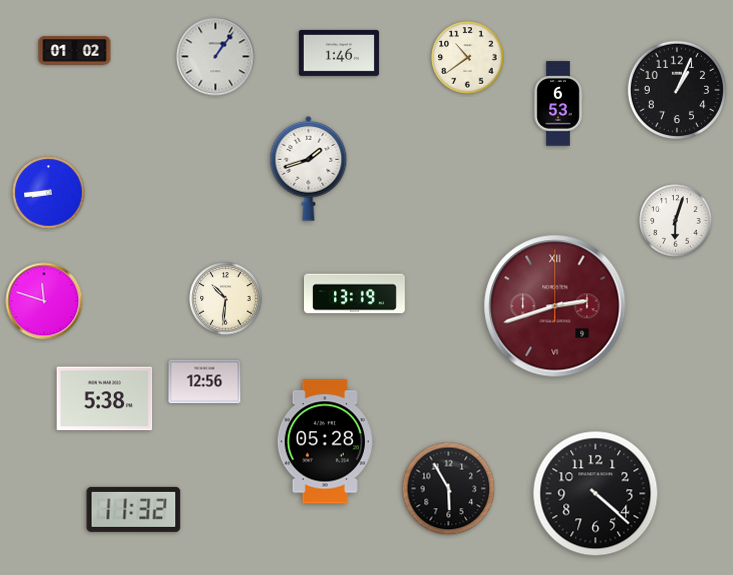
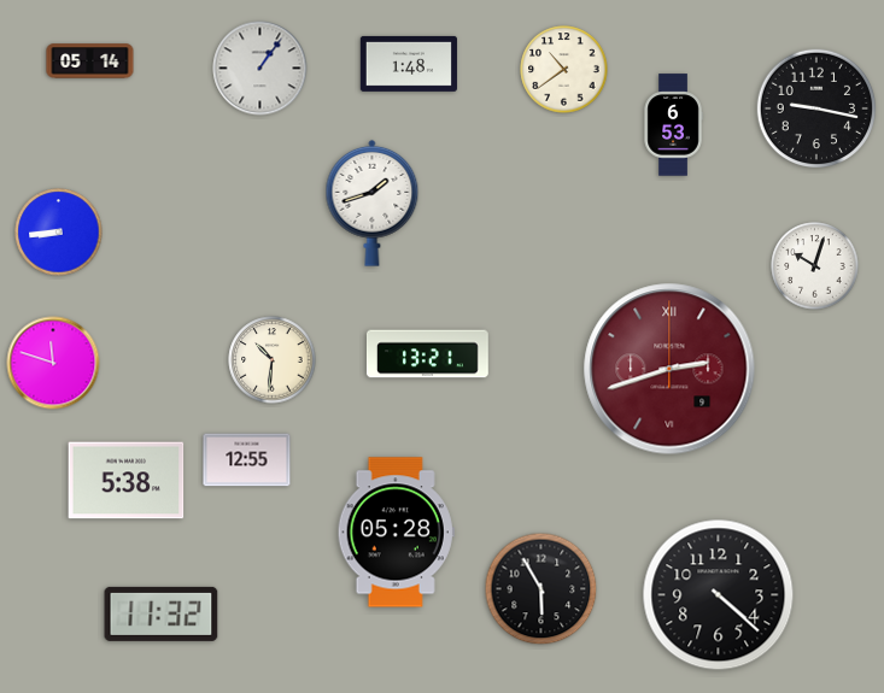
clock at (75, 51): 01:02 -> 05:14
clock at (338, 53): 1:46 -> 1:48
clock at (677, 90): 1:04 -> 9:17
clock at (676, 221): 6:03 -> 10:03
clock at (354, 294): 13:19 -> 13:21
clock at (205, 382): 12:56 -> 12:55
clock at (325, 442) position: (325, 442) -> (396, 533)
